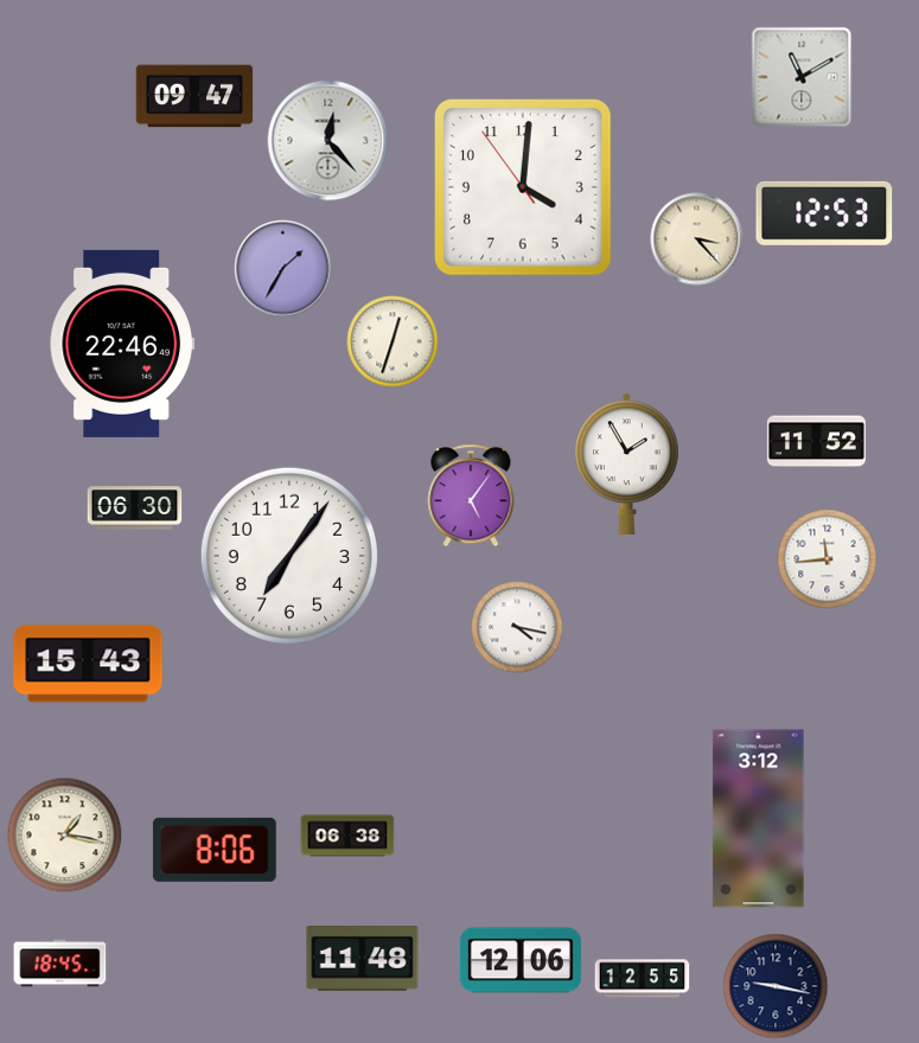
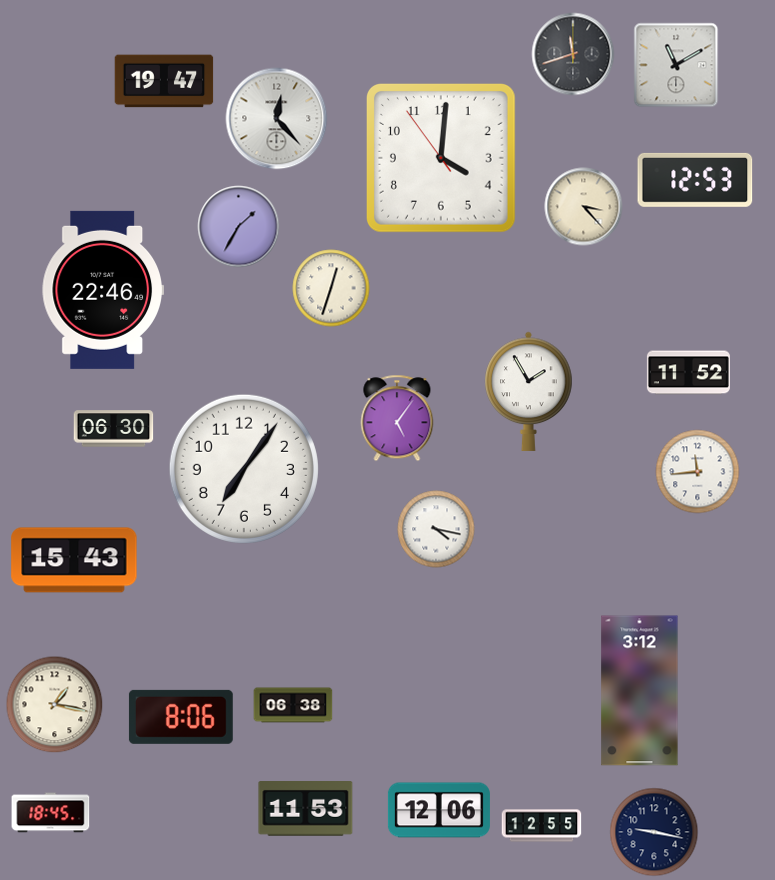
clock at (573, 54): none -> 11:42
clock at (194, 96): 09:47 -> 19:47
clock at (697, 239) position: (697, 239) -> (584, 207)
clock at (363, 959): 11:48 -> 11:53
